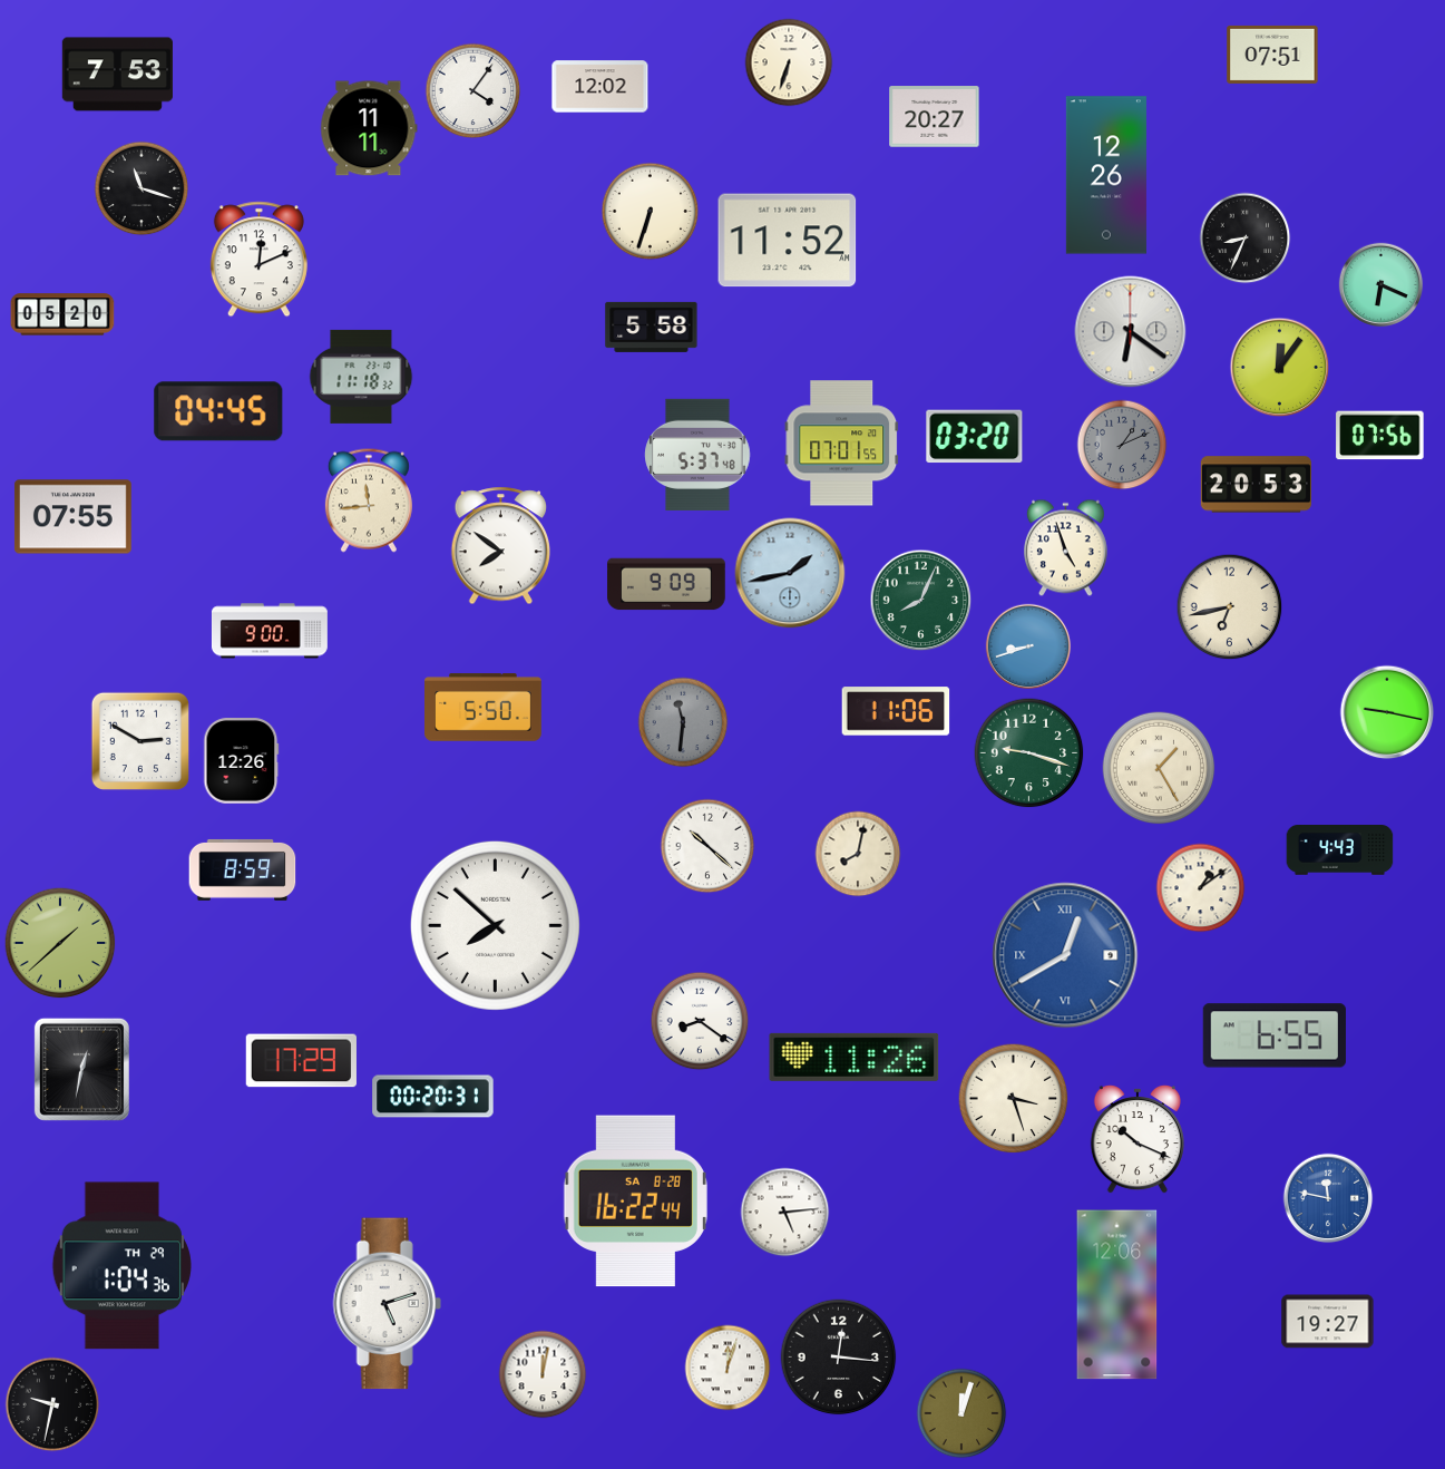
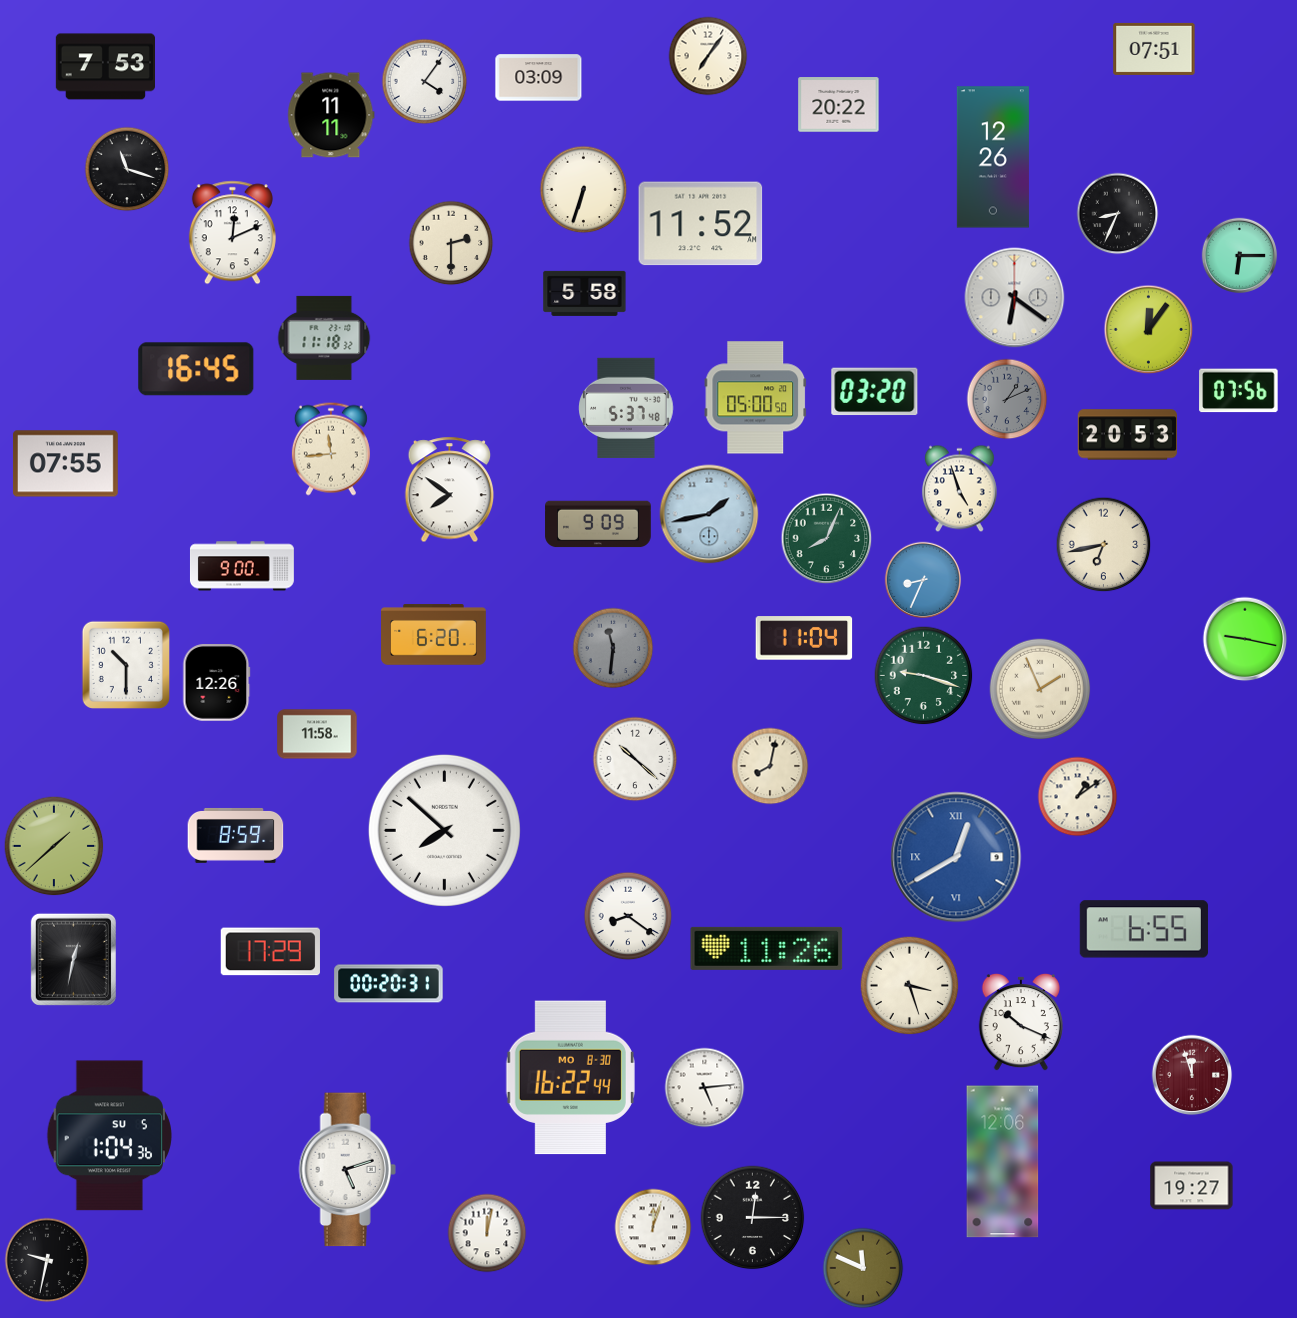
clock at (1272, 55) position: (1272, 55) -> (1154, 49)
clock at (789, 62): 6:33 -> 7:06
clock at (601, 87): 12:02 -> 03:09
clock at (935, 117): 20:27 -> 20:22
clock at (788, 241) position: (788, 241) -> (701, 224)
clock at (451, 243): none -> 2:30
clock at (1381, 285): 6:19 -> 6:15
clock at (62, 314): 05:20 -> none
clock at (218, 411): 04:45 -> 16:45
clock at (842, 444): 07:01 -> 05:00
clock at (1065, 548) position: (1065, 548) -> (959, 489)
clock at (1028, 646): 8:42 -> 8:34
clock at (484, 708): 5:50 -> 6:20
clock at (896, 711): 11:06 -> 11:04
clock at (139, 740): 2:50 -> 10:30
clock at (1159, 768): 1:25 -> 1:56
clock at (317, 734): none -> 11:58
clock at (1340, 850): 4:43 -> none
clock at (243, 869) position: (243, 869) -> (236, 835)
clock at (1328, 1198): 11:47 -> 11:57
clock at (1328, 1198) dial: blue -> burgundy
clock at (635, 1202) date: SA 8-28 -> MO 8-30
clock at (121, 1266) date: TH 29 -> SU 5
clock at (839, 1358): 12:16 -> 12:15
clock at (961, 1413): 12:03 -> 11:49
